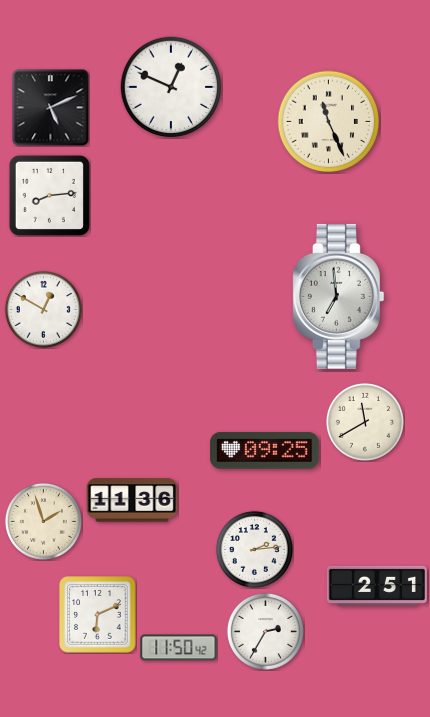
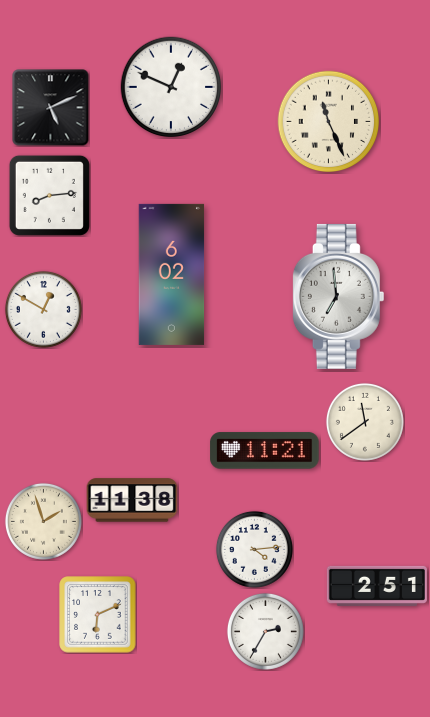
clock at (172, 274): none -> 6:02
clock at (365, 422): 11:40 -> 11:39
clock at (265, 451): 09:25 -> 11:21
clock at (132, 500): 11:36 -> 11:38
clock at (254, 549): 2:14 -> 4:14
clock at (179, 648): 11:50 -> none
